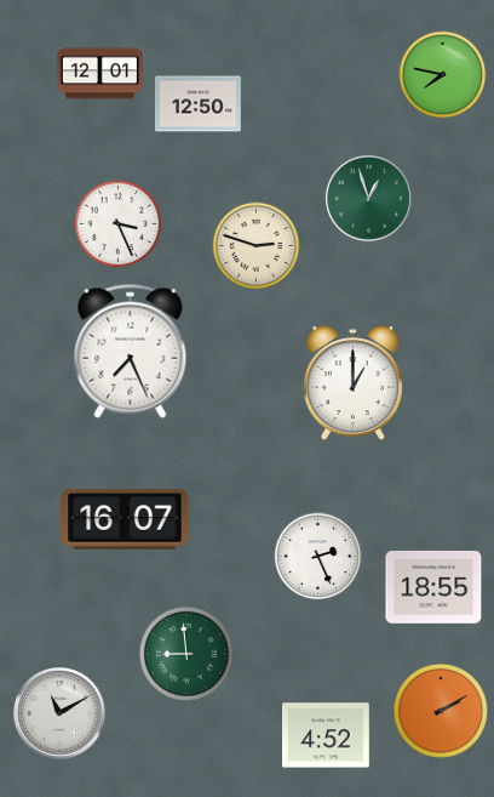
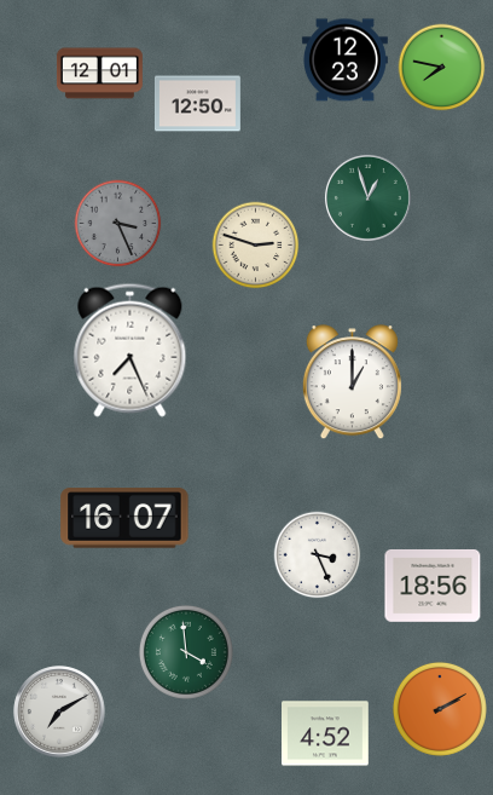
clock at (344, 61): none -> 12:23
clock at (443, 75) position: (443, 75) -> (442, 68)
clock at (119, 224) dial: white -> grey
clock at (318, 557): 2:26 -> 3:26
clock at (433, 587): 18:55 -> 18:56
clock at (186, 654): 8:59 -> 3:59
clock at (59, 713): 11:10 -> 7:10
